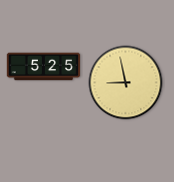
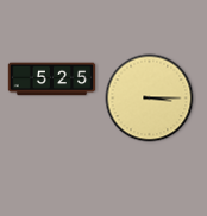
clock at (126, 83): 8:58 -> 3:15
